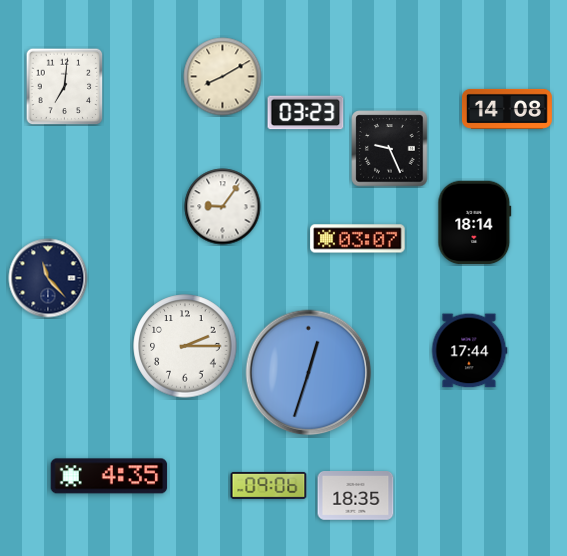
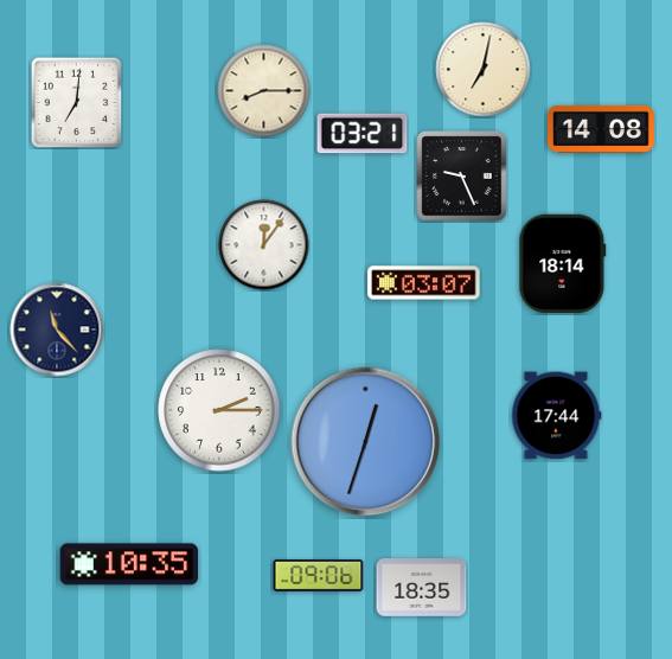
clock at (484, 70): none -> 7:02
clock at (223, 77): 8:10 -> 8:15
clock at (306, 113): 03:23 -> 03:21
clock at (223, 207): 9:06 -> 12:06
clock at (109, 476): 4:35 -> 10:35
